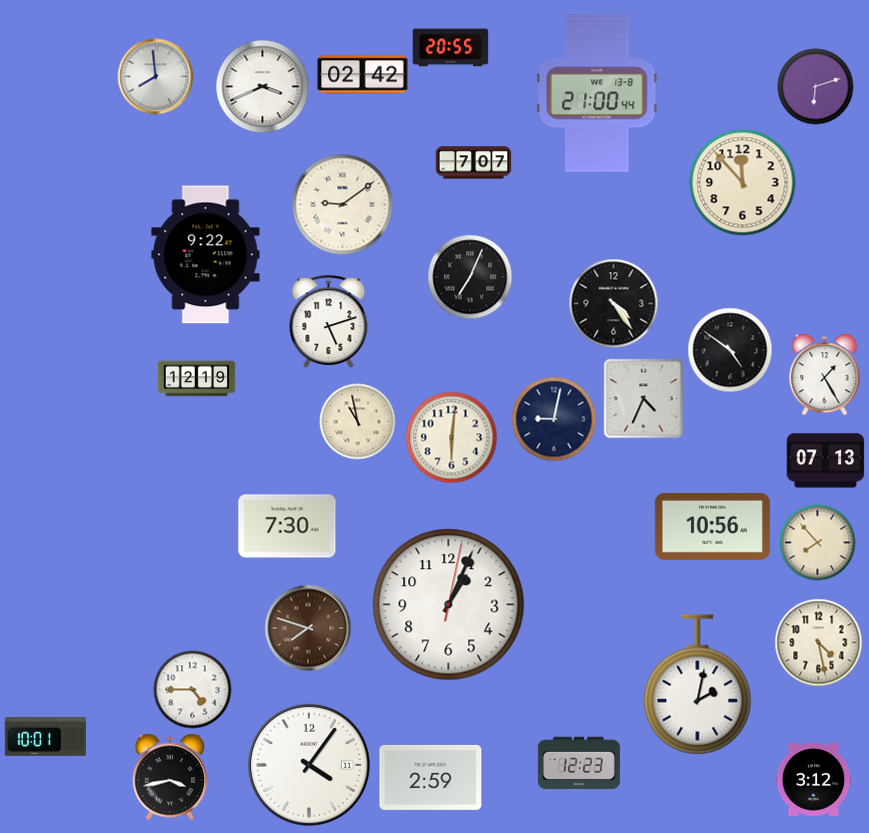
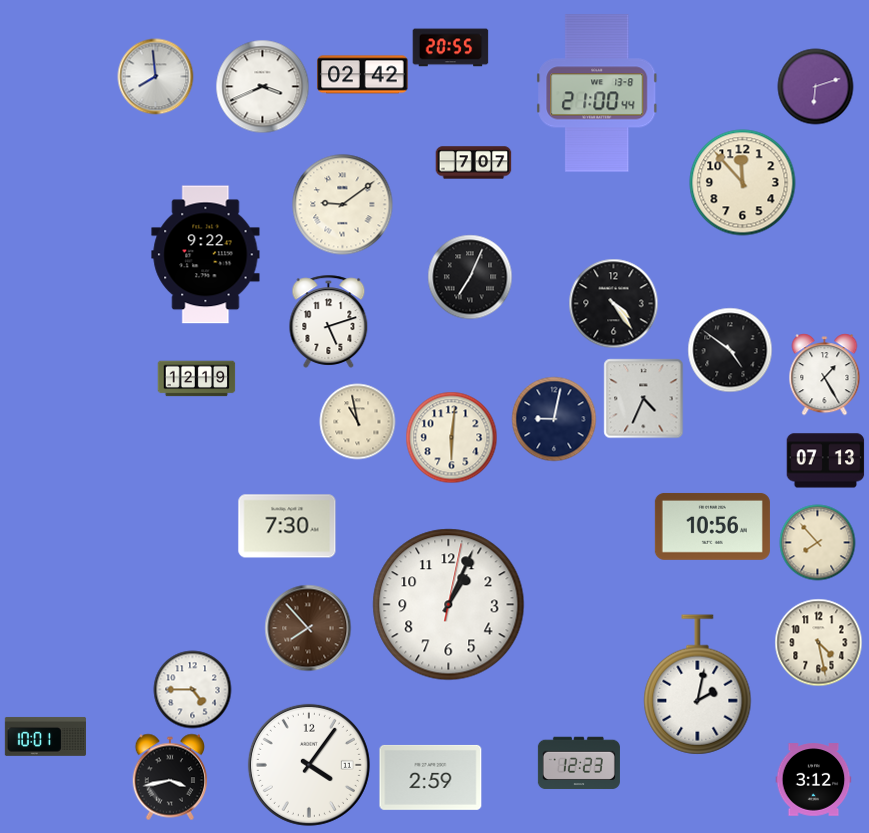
clock at (308, 628): 7:48 -> 7:53
